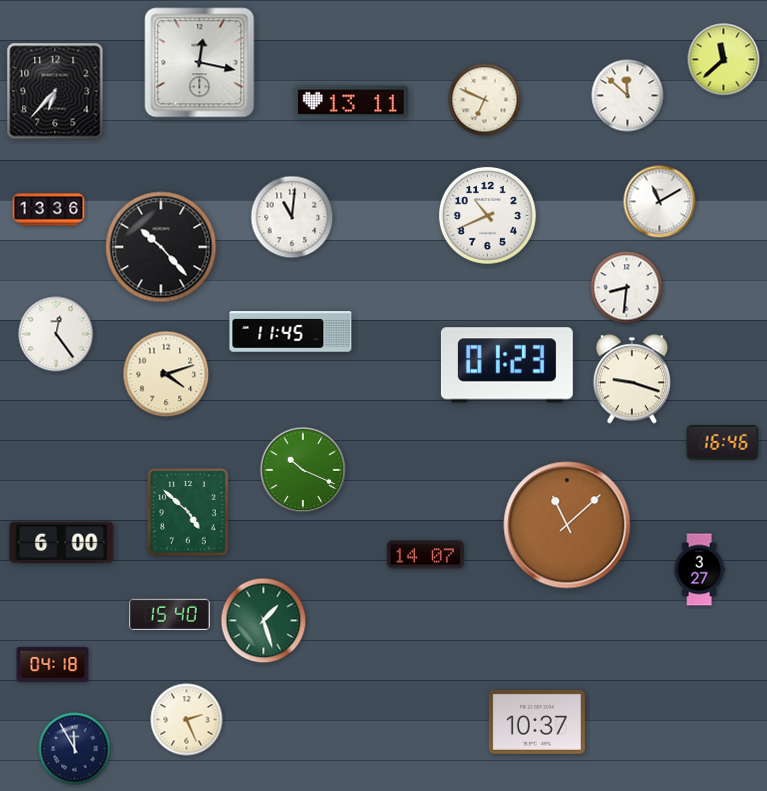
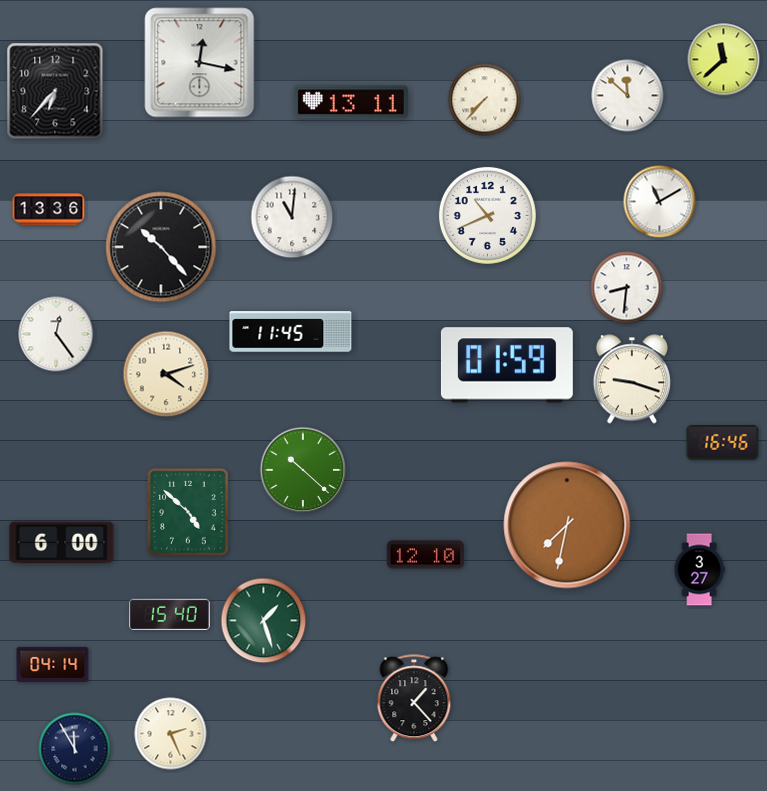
clock at (485, 100): 6:49 -> 7:37
clock at (507, 365): 01:23 -> 01:59
clock at (303, 470): 10:19 -> 10:22
clock at (567, 525): 11:08 -> 7:32
clock at (425, 555): 14:07 -> 12:10
clock at (53, 664): 04:18 -> 04:14
clock at (414, 699): none -> 1:23
clock at (187, 720) position: (187, 720) -> (171, 734)
clock at (537, 722): 10:37 -> none
